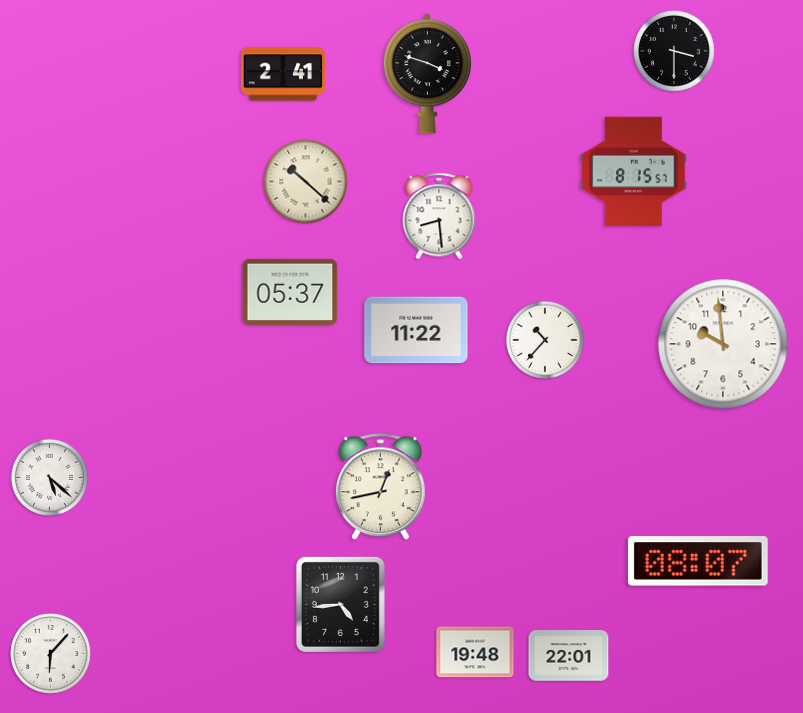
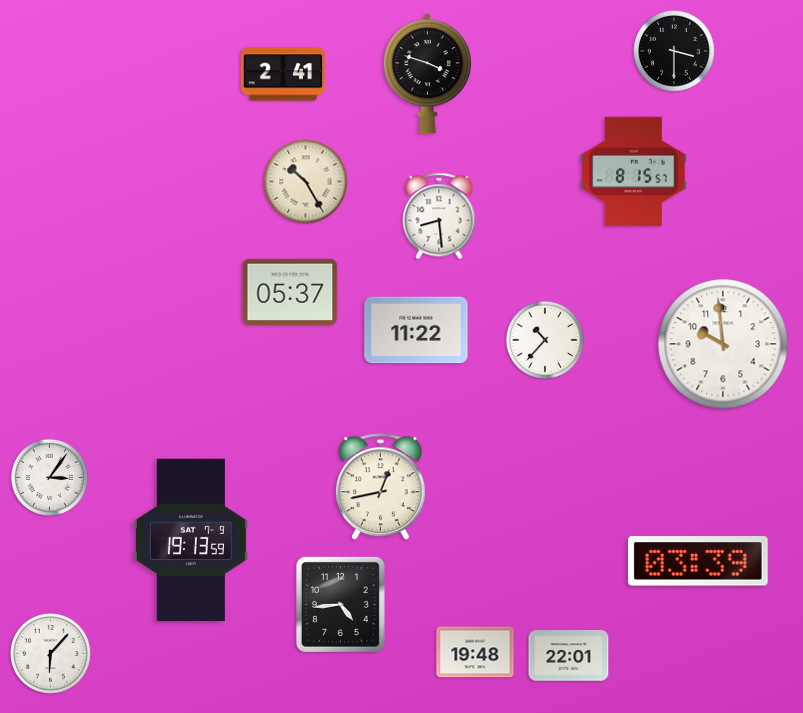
clock at (306, 182): 10:22 -> 10:25
clock at (49, 477): 5:22 -> 3:06
clock at (191, 540): none -> 19:13
clock at (698, 561): 08:07 -> 03:39
